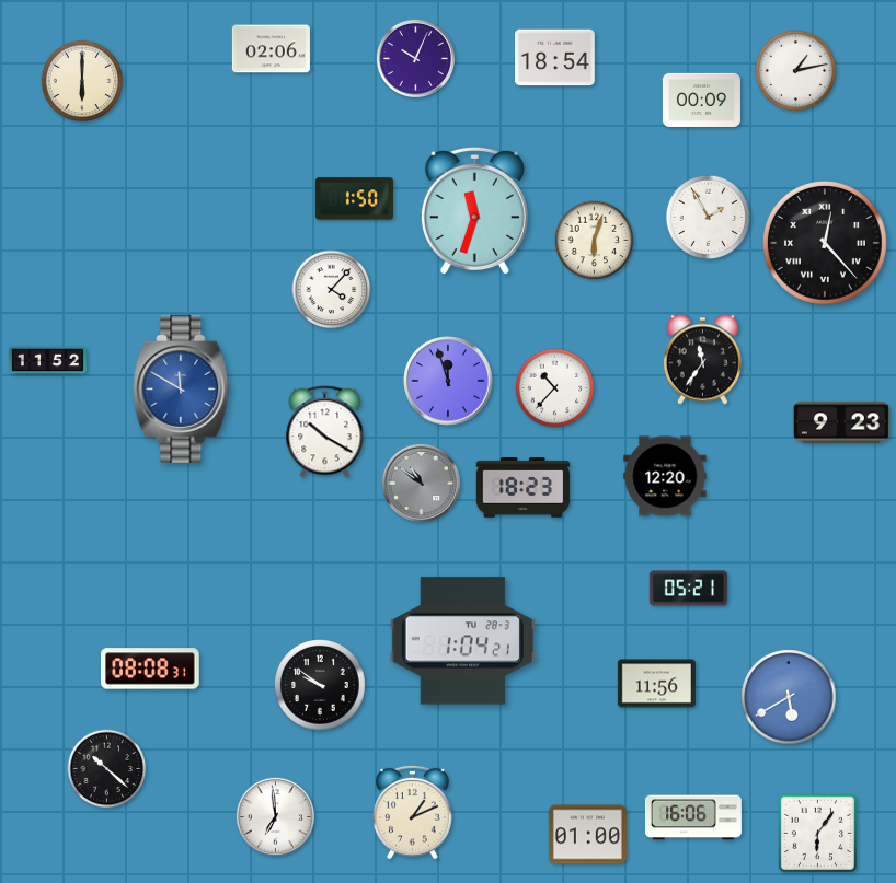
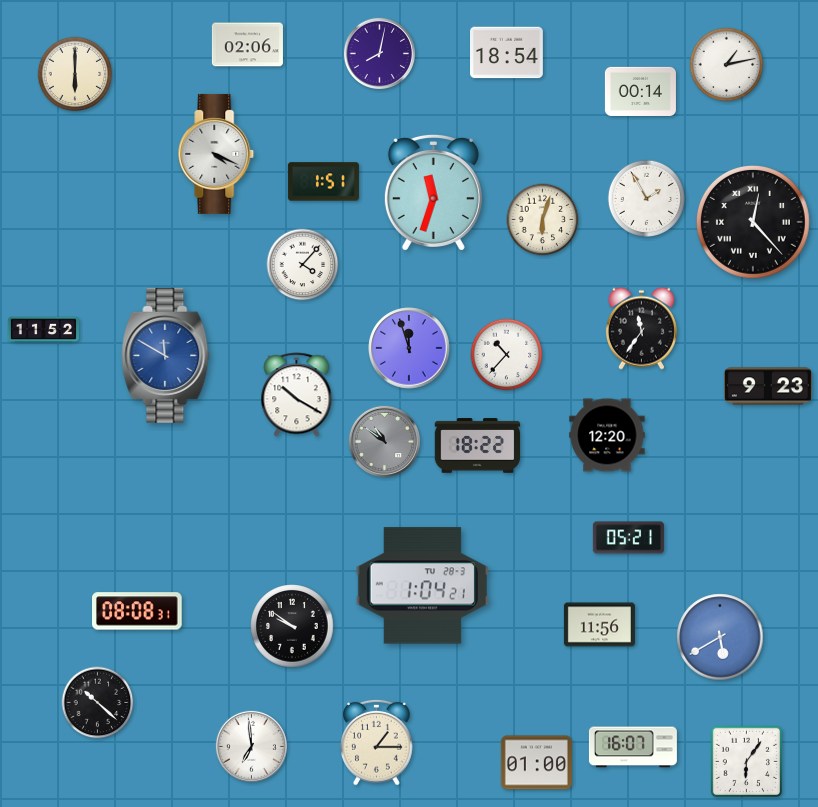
clock at (415, 58): 10:04 -> 8:02
clock at (701, 100): 00:09 -> 00:14
clock at (216, 154): none -> 4:19
clock at (354, 199): 1:50 -> 1:51
clock at (524, 488): 18:23 -> 18:22
clock at (413, 812): 1:11 -> 1:15
clock at (693, 817): 16:06 -> 16:07
